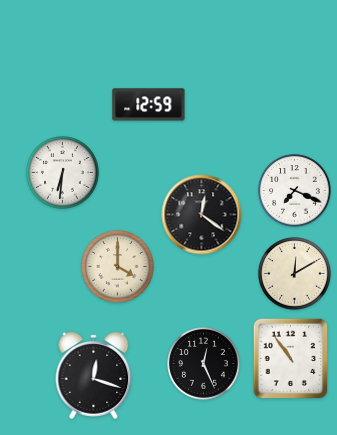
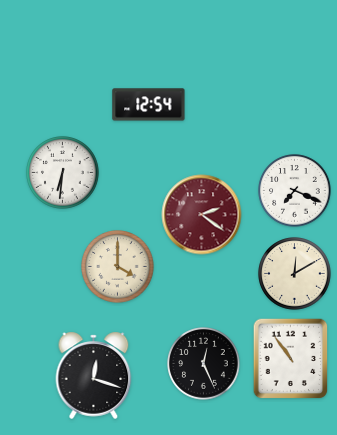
clock at (149, 105): 12:59 -> 12:54
clock at (202, 215): 12:21 -> 2:21
clock at (202, 215) dial: black -> burgundy
